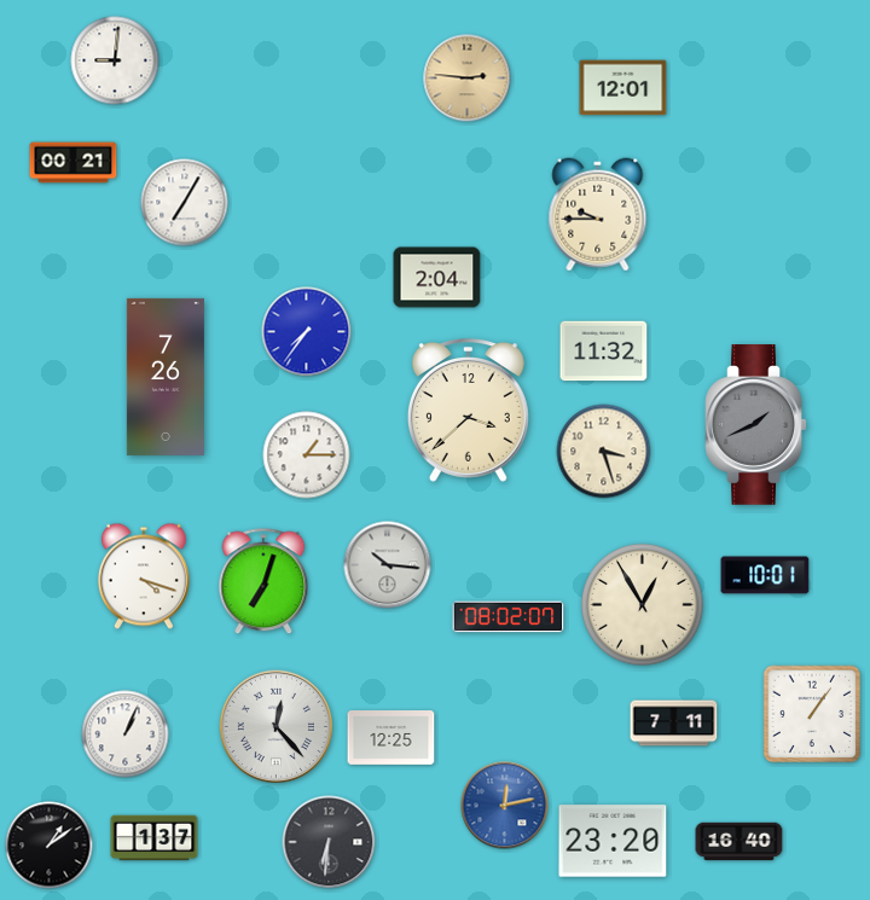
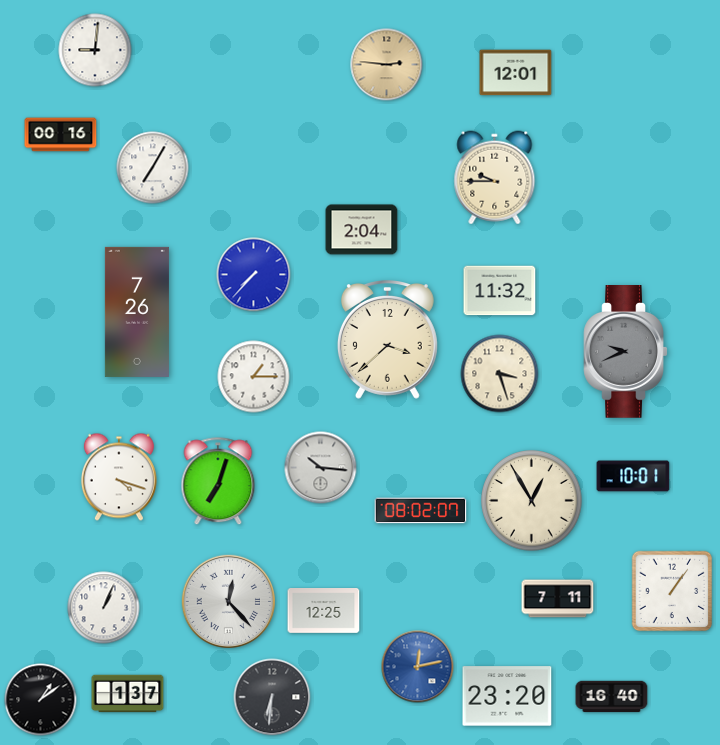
clock at (74, 163): 00:21 -> 00:16
clock at (307, 332): 7:36 -> 7:37
clock at (756, 425): 1:41 -> 9:41
